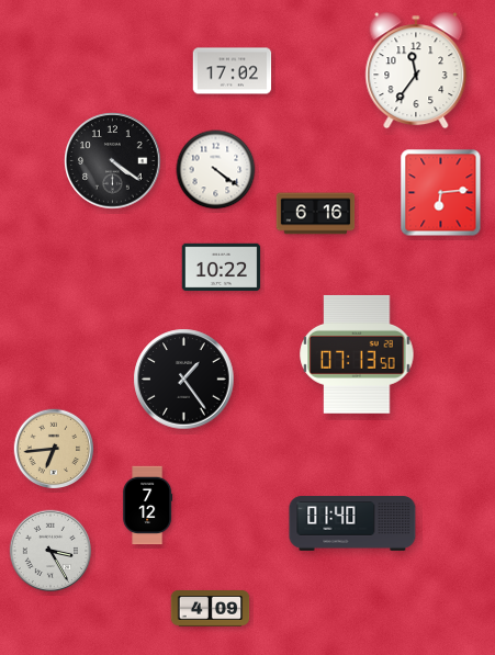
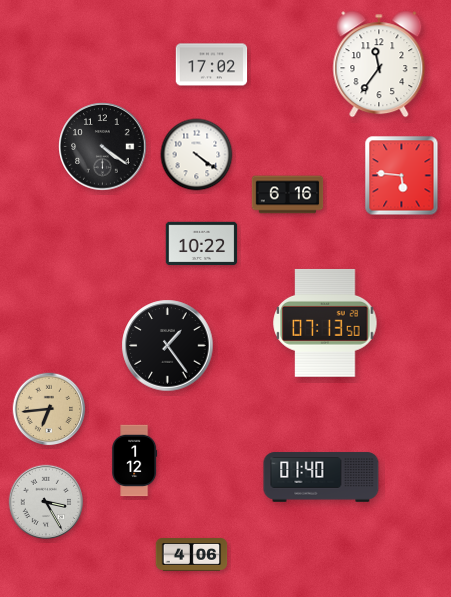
clock at (441, 193): 6:14 -> 5:46
clock at (148, 506): 7:12 -> 1:12
clock at (211, 609): 4:09 -> 4:06
